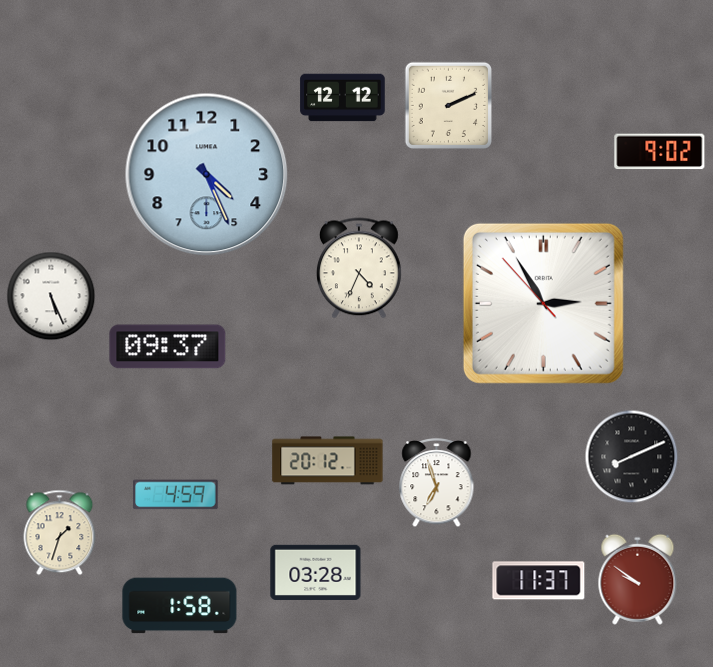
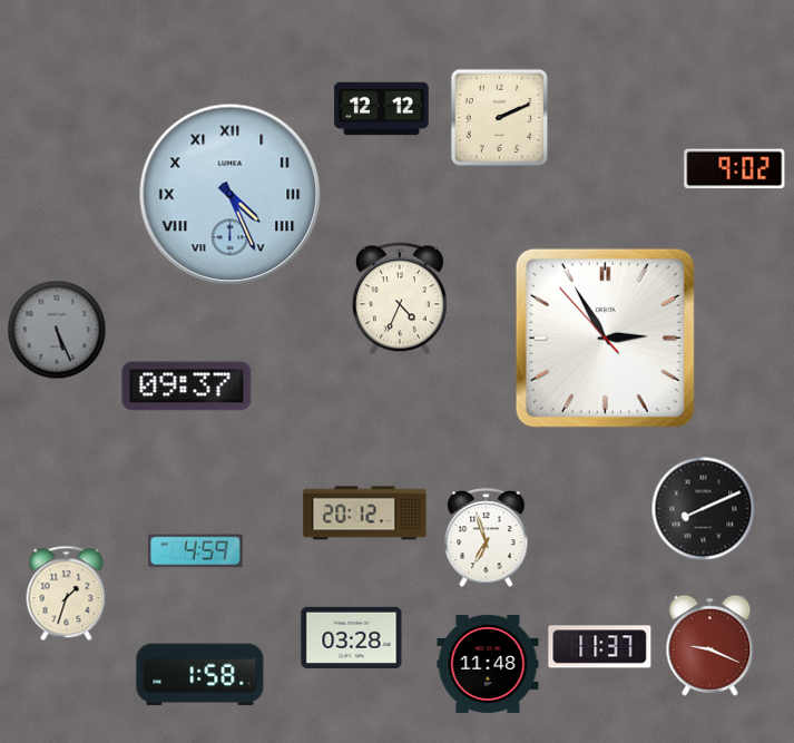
clock at (207, 175) numerals: Arabic -> Roman
clock at (51, 296) dial: white -> grey
clock at (638, 579): 9:51 -> 9:19
clock at (488, 664): none -> 11:48
